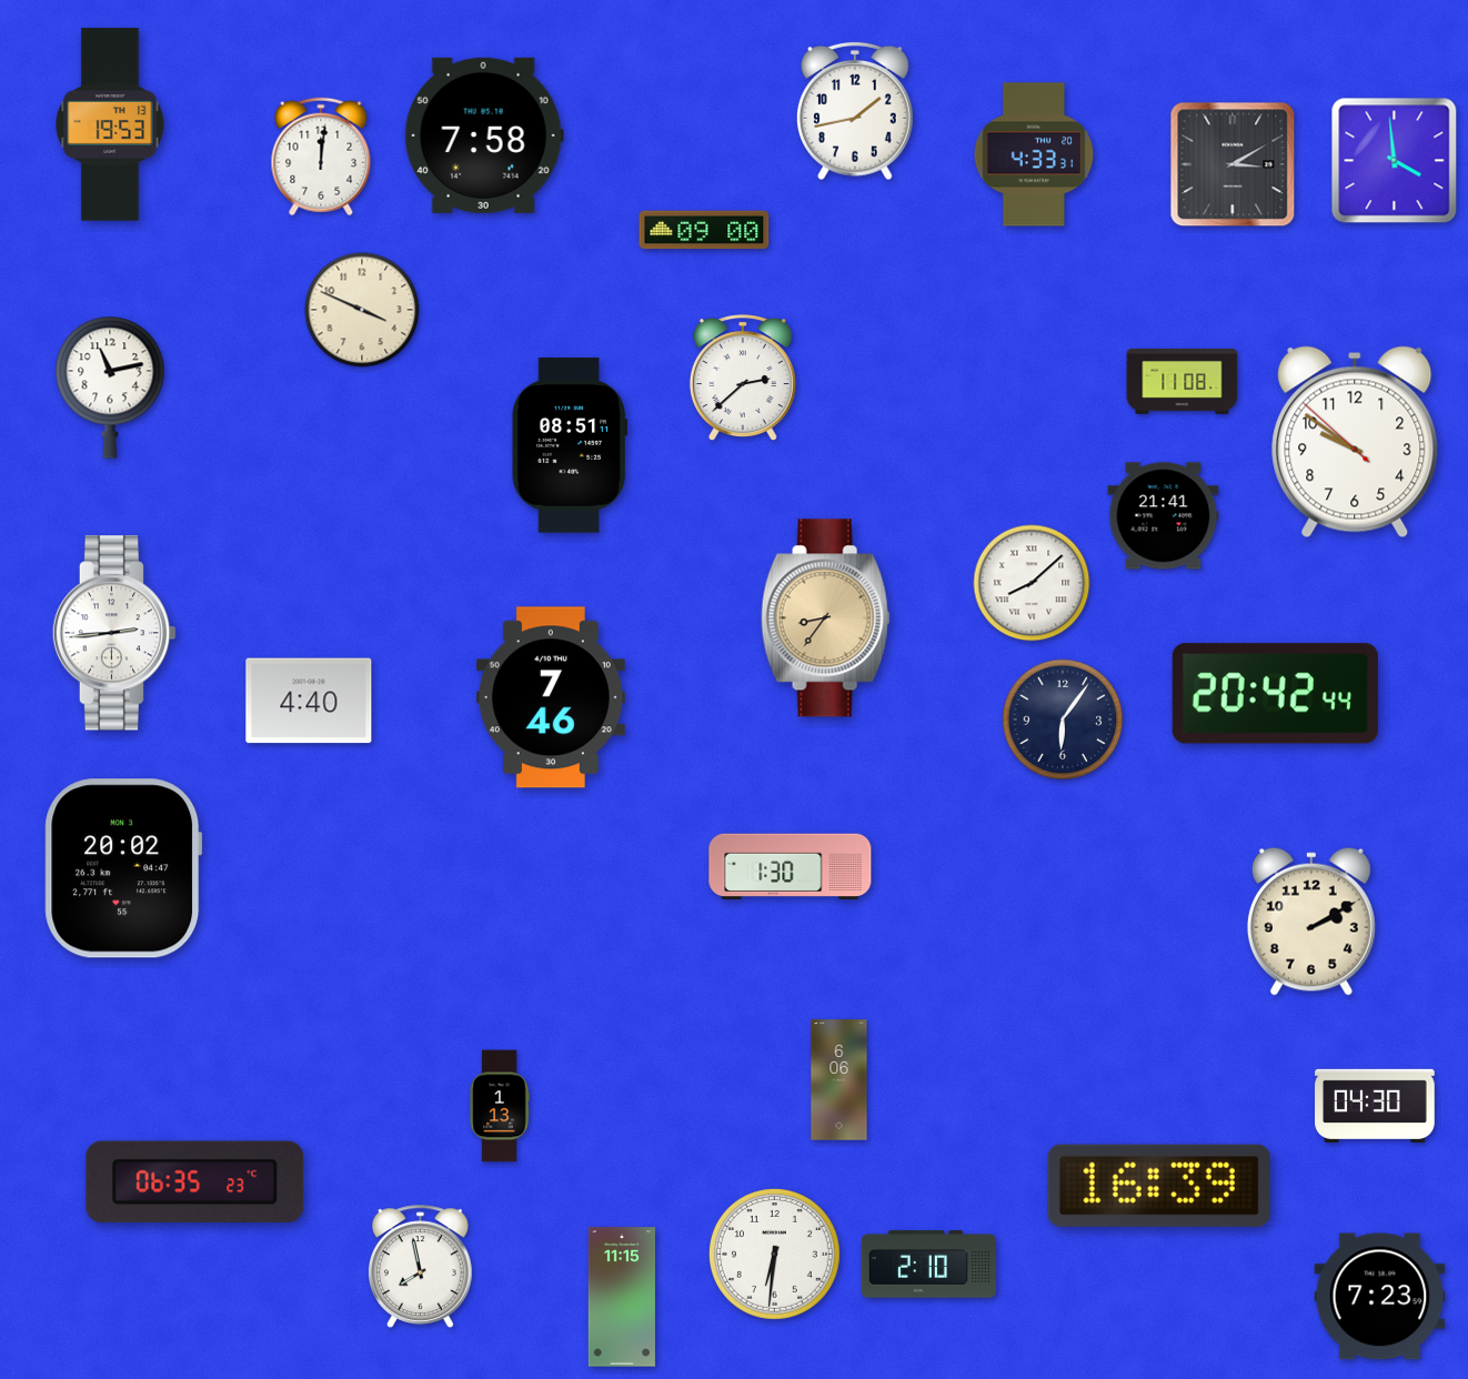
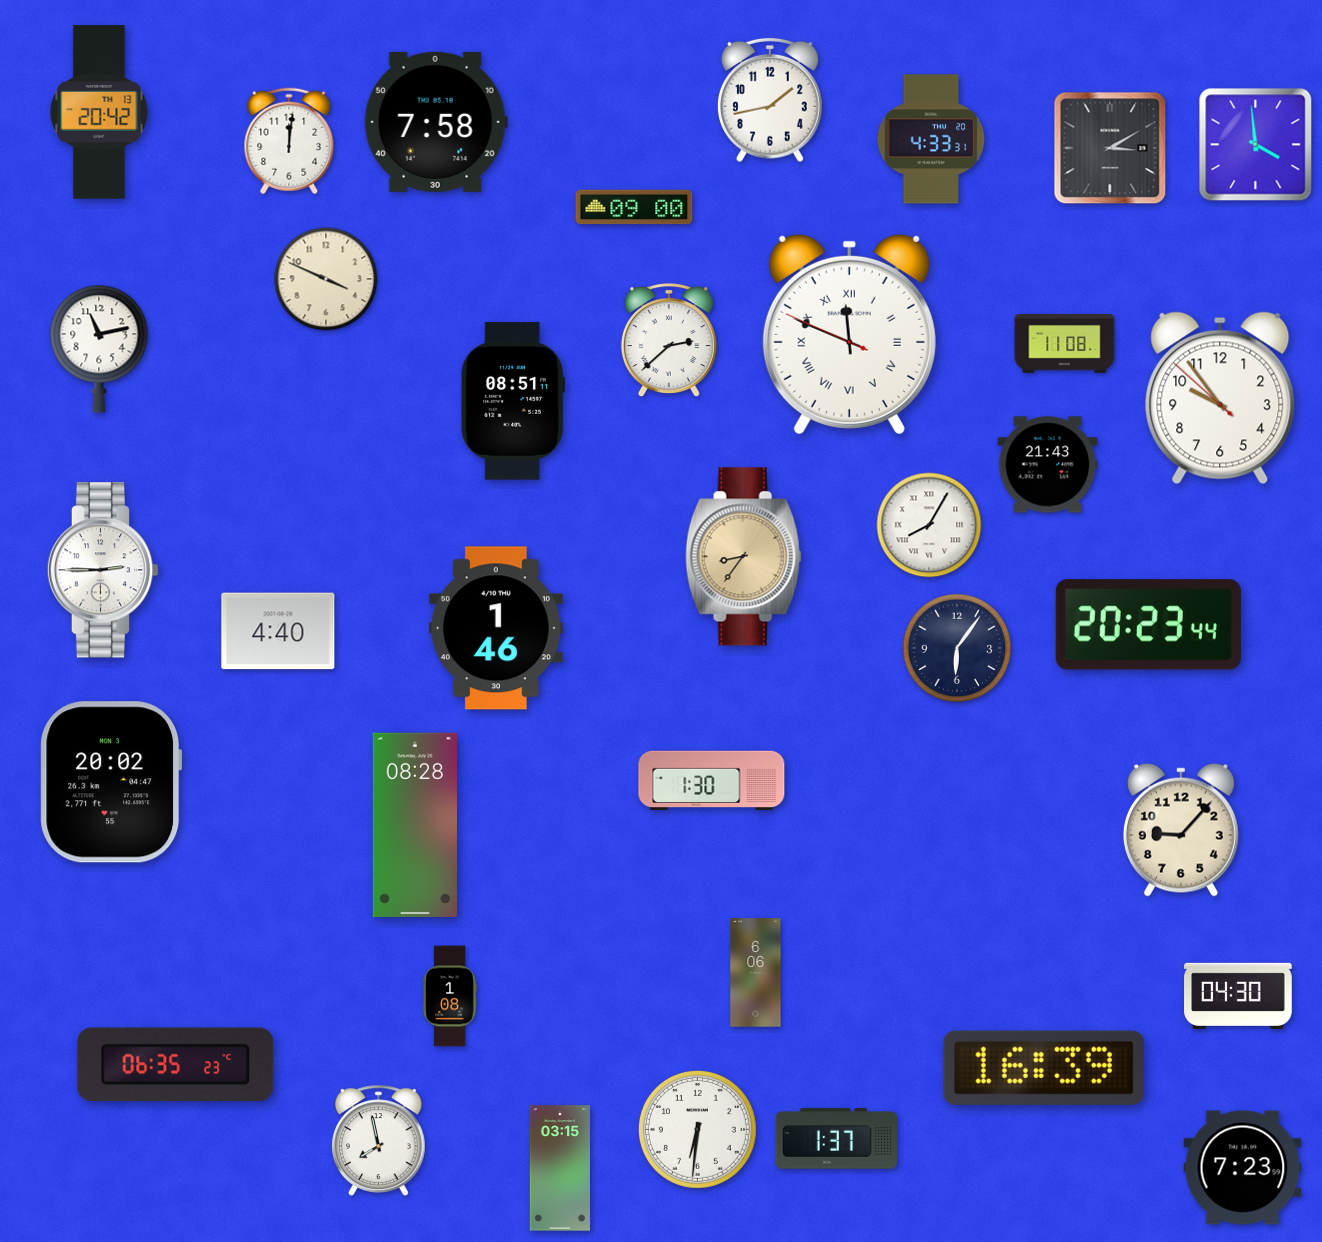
clock at (110, 124): 19:53 -> 20:42
clock at (849, 334): none -> 11:48
clock at (1355, 442): 9:50 -> 9:53
clock at (1164, 516): 21:41 -> 21:43
clock at (1032, 583): 8:08 -> 8:05
clock at (114, 633): 2:44 -> 2:45
clock at (1275, 694): 20:42 -> 20:23
clock at (551, 697): 7:46 -> 1:46
clock at (414, 824): none -> 08:28
clock at (1311, 922): 2:10 -> 9:07
clock at (500, 1106): 1:13 -> 1:08
clock at (928, 1265): 2:10 -> 1:37
clock at (622, 1297): 11:15 -> 03:15
